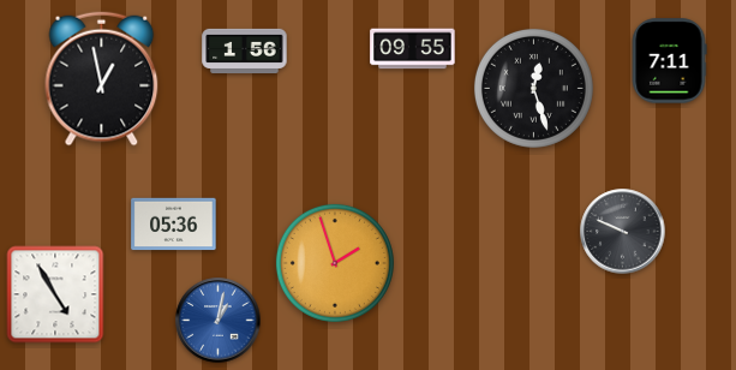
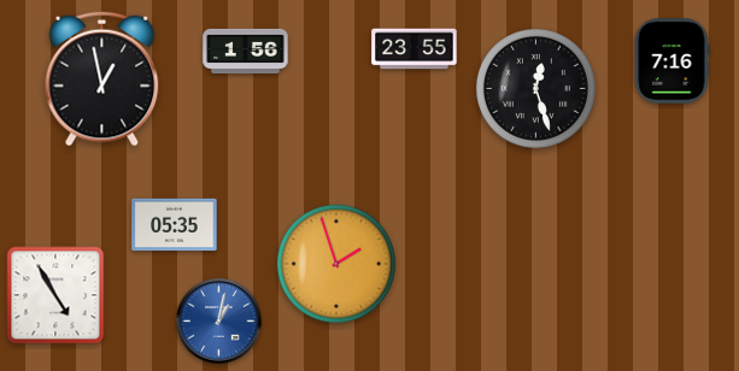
clock at (413, 49): 09:55 -> 23:55
clock at (669, 61): 7:11 -> 7:16
clock at (174, 225): 05:36 -> 05:35
clock at (623, 232): 9:49 -> none
